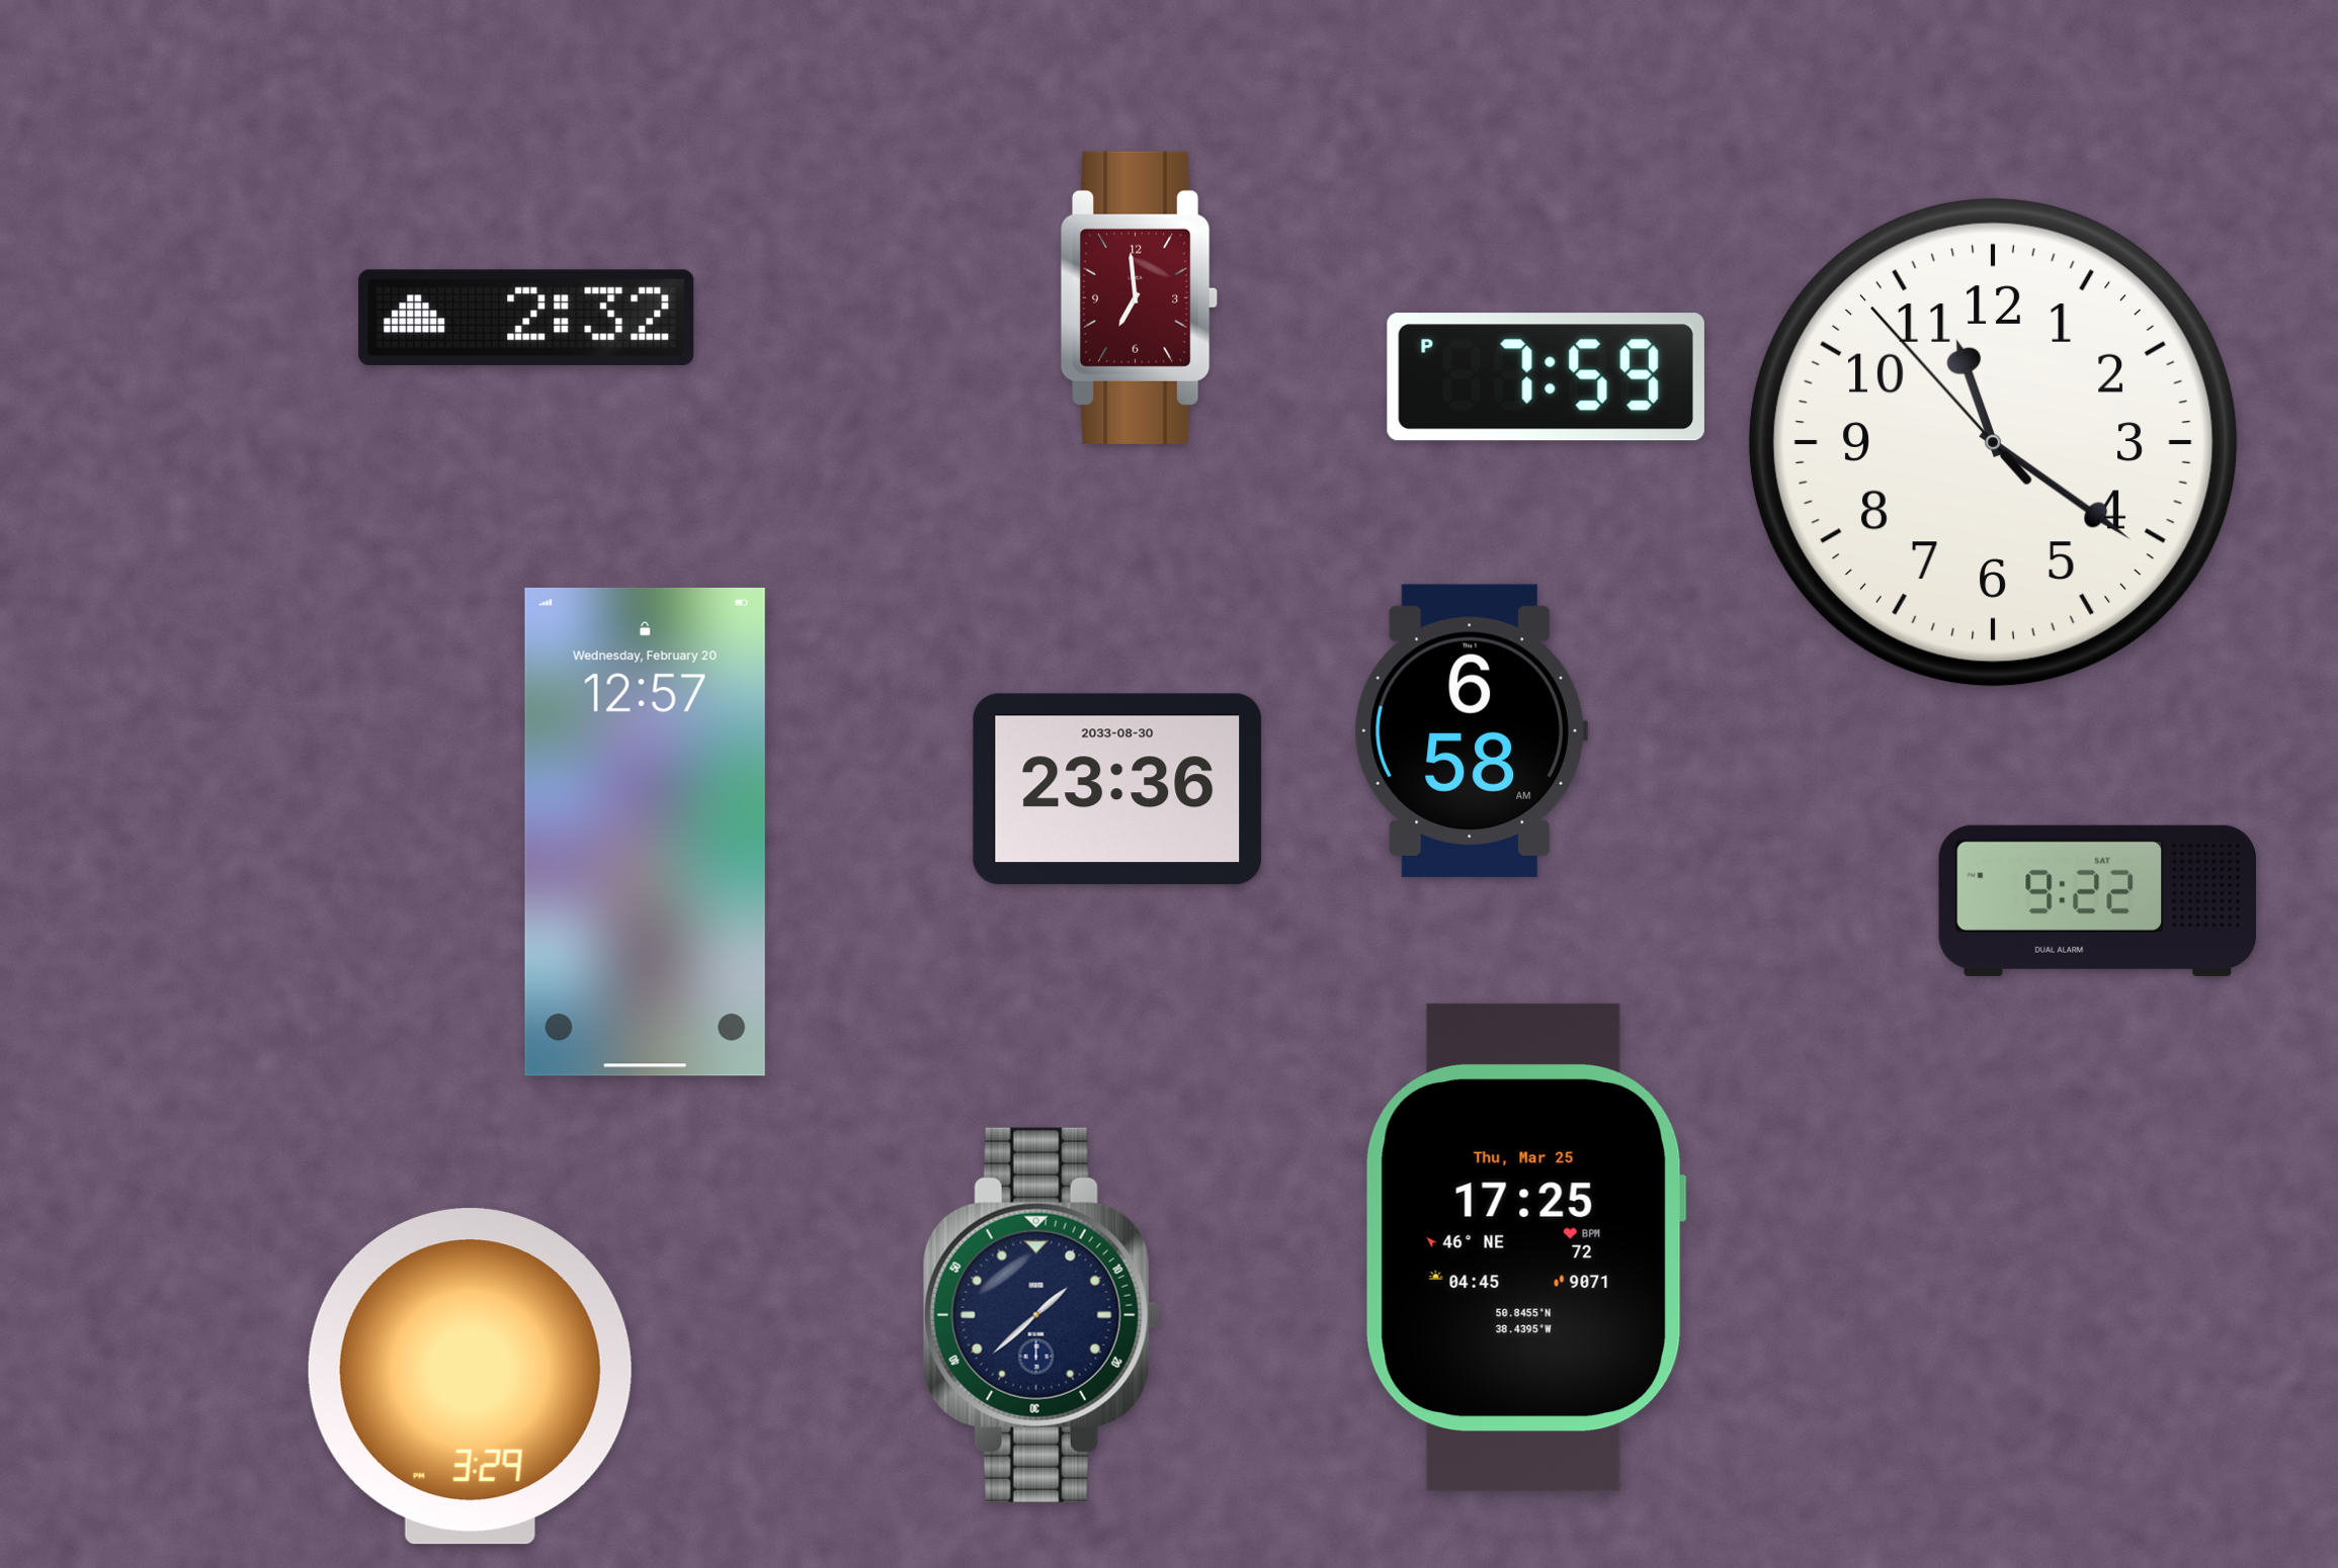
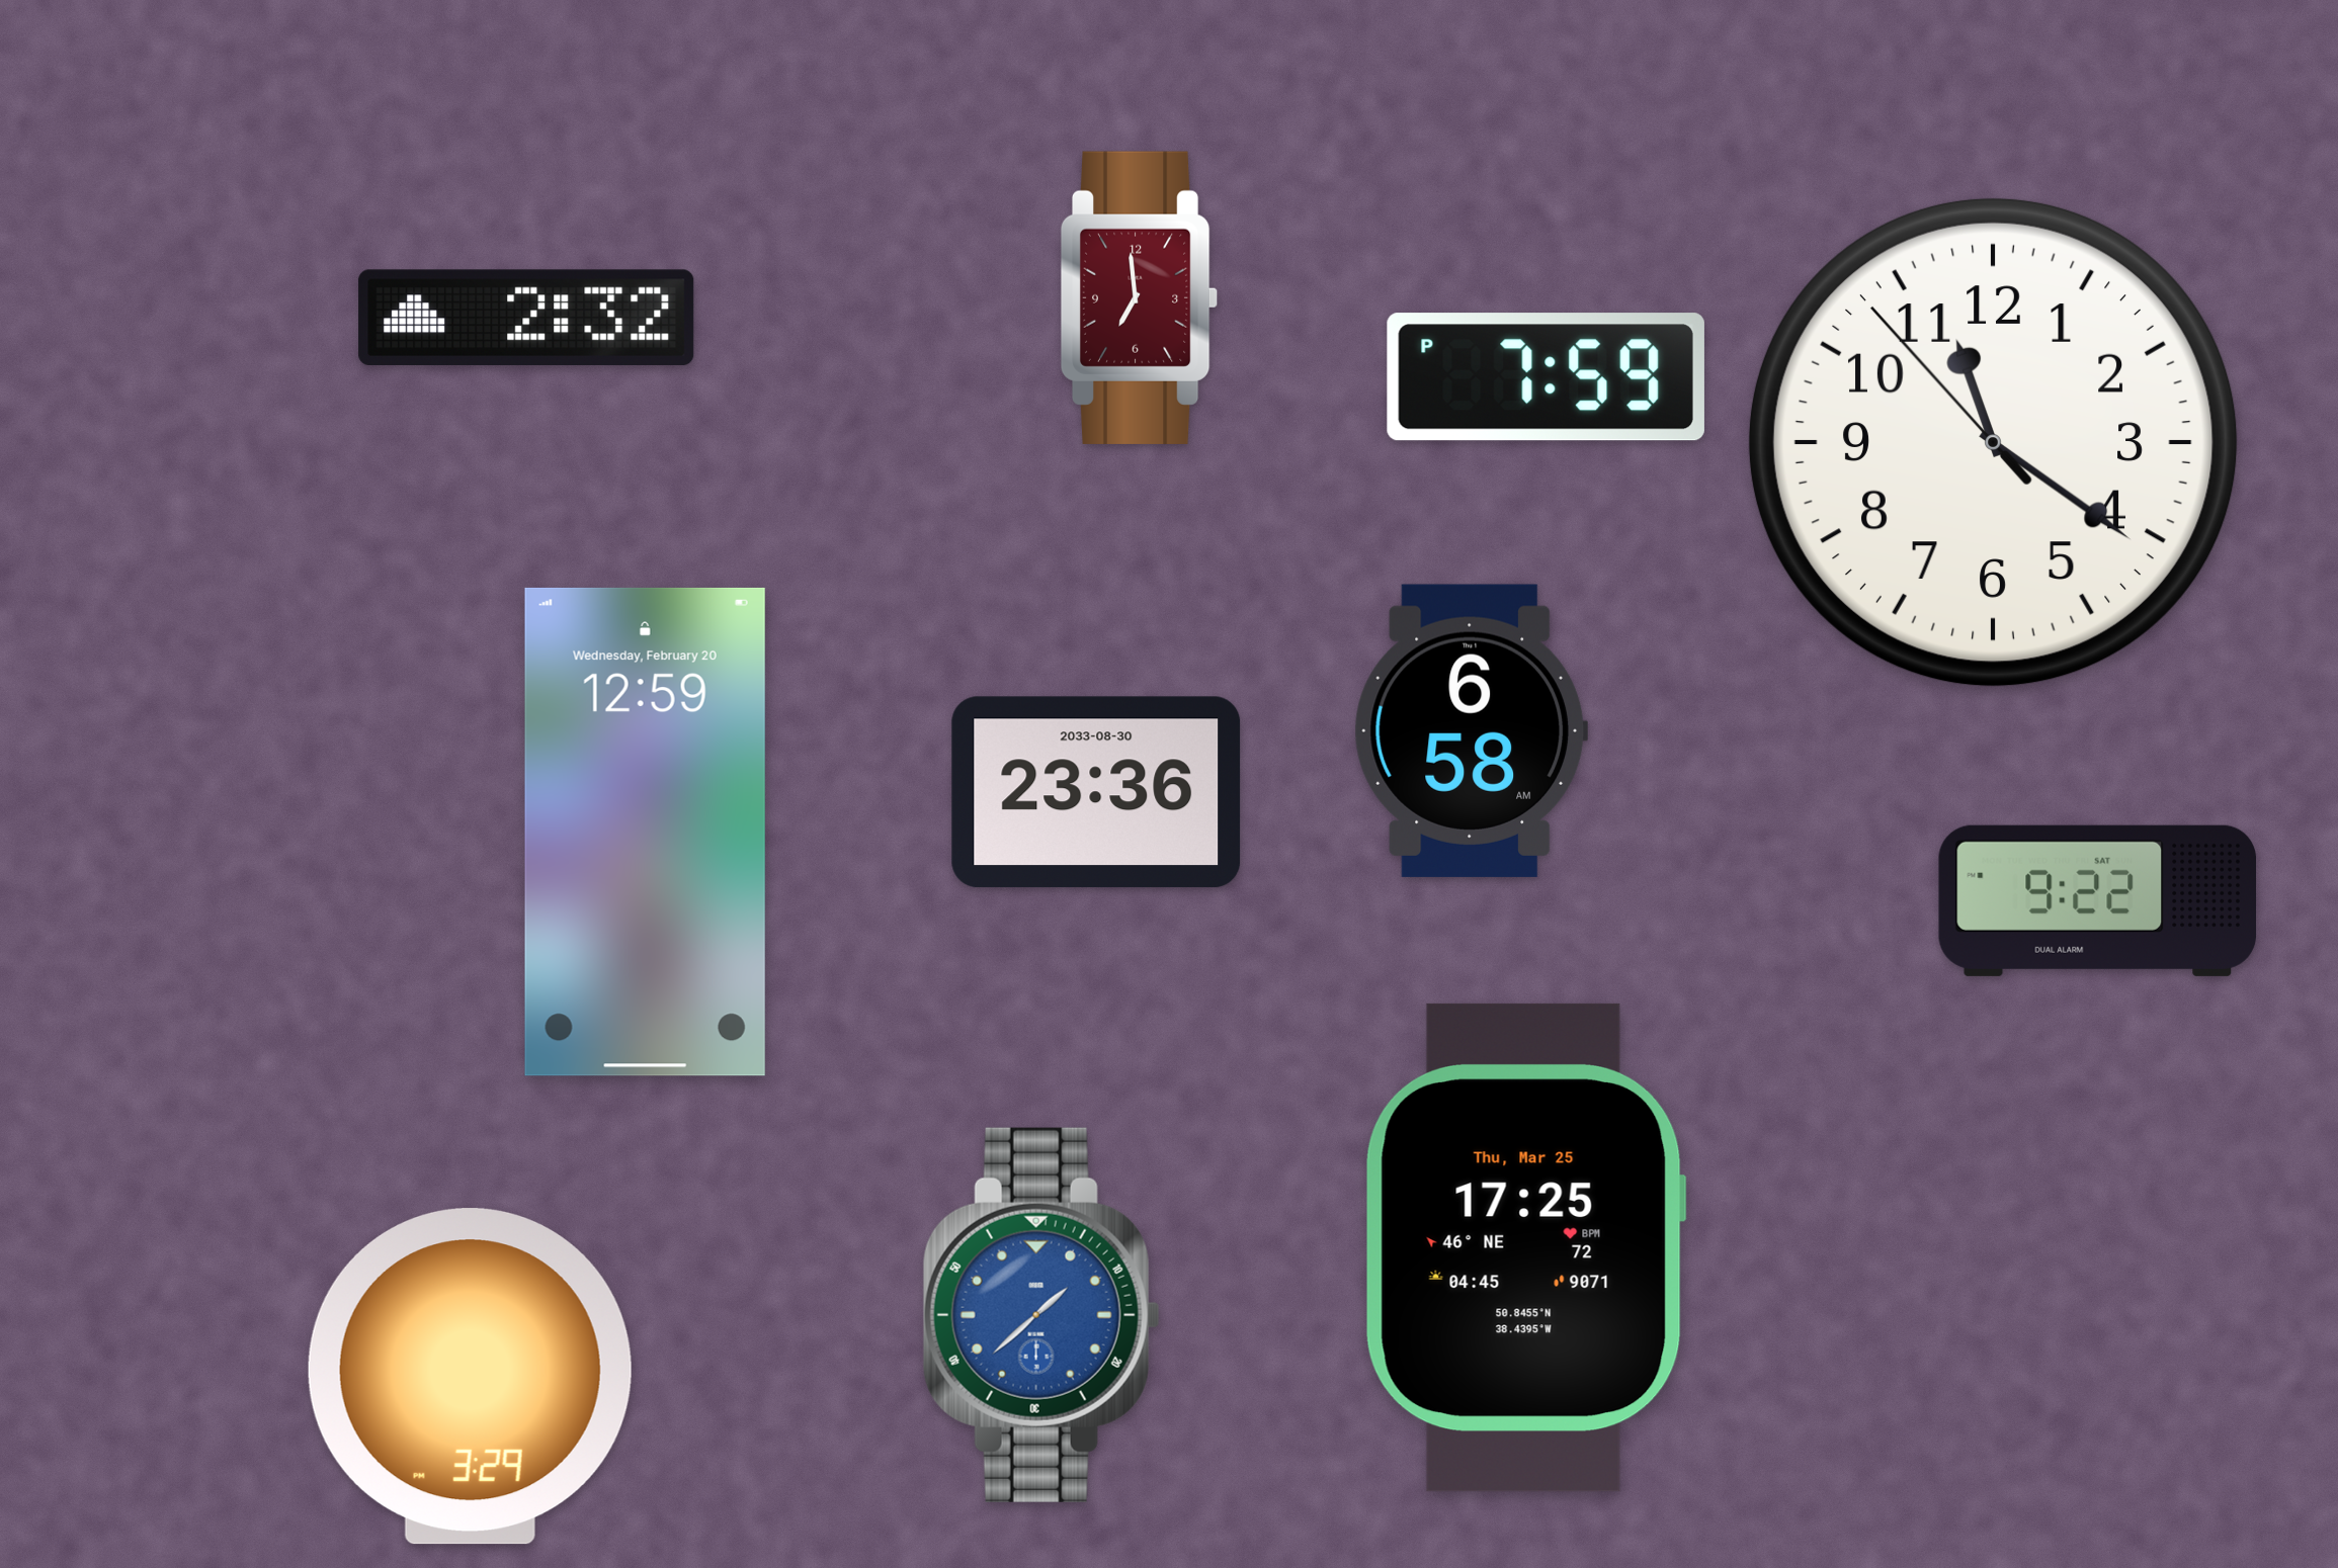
clock at (1117, 789) position: (1117, 789) -> (1096, 792)
clock at (645, 832): 12:57 -> 12:59
clock at (1041, 1315) dial: navy -> blue
